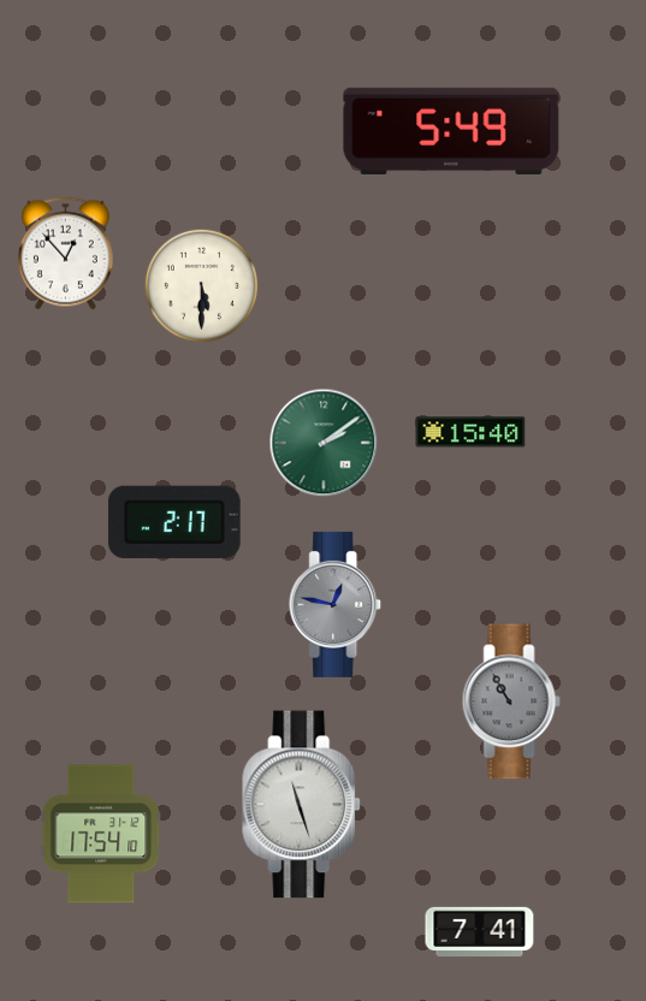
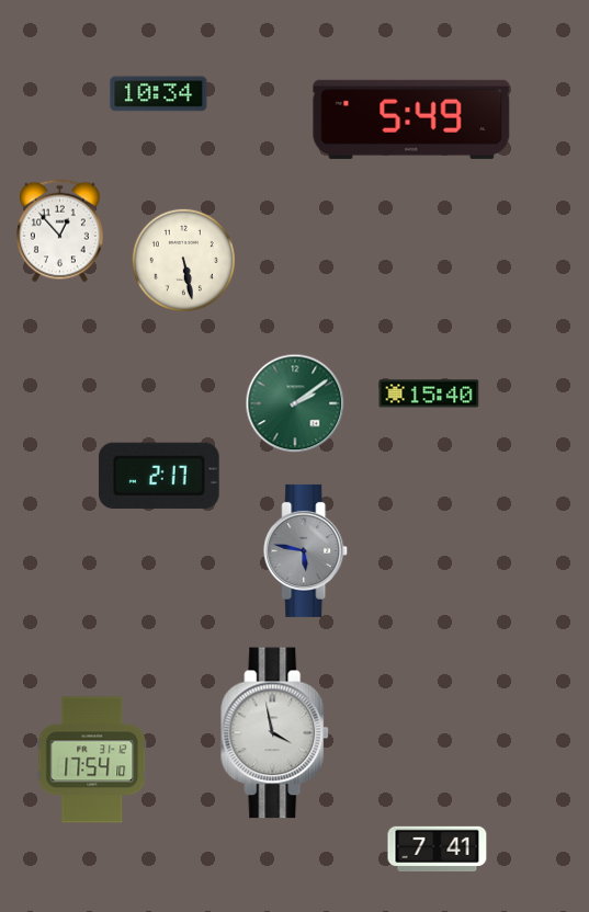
clock at (159, 94): none -> 10:34
clock at (201, 285): 5:30 -> 5:28
clock at (336, 604): 12:47 -> 5:47
clock at (511, 701): 10:55 -> none
clock at (302, 805): 11:27 -> 3:58
